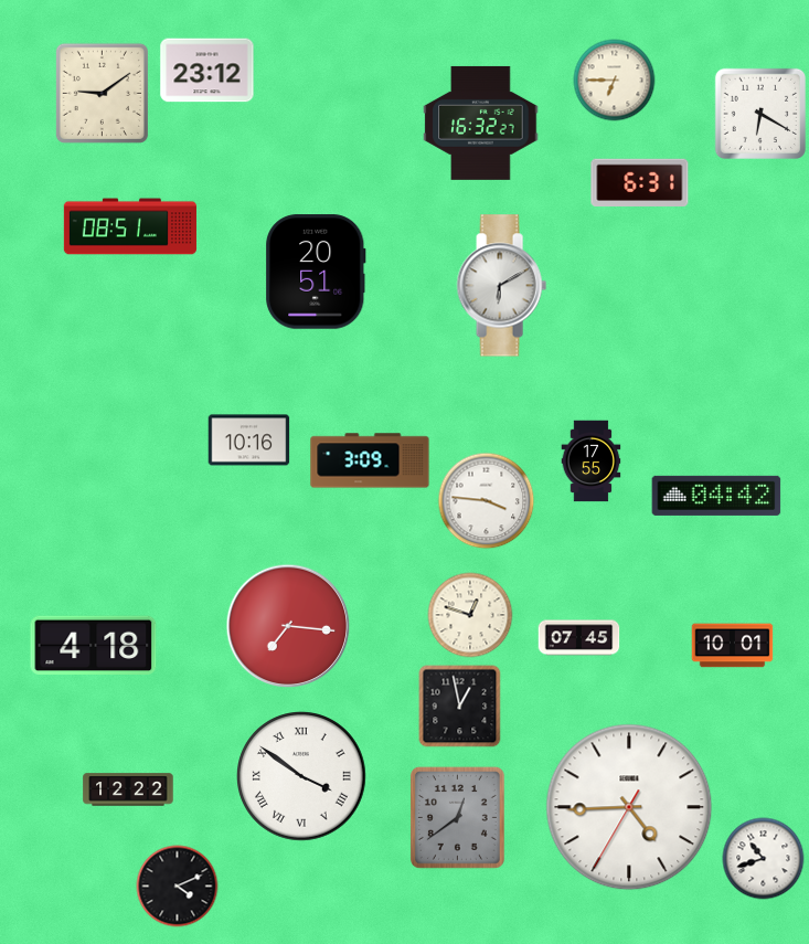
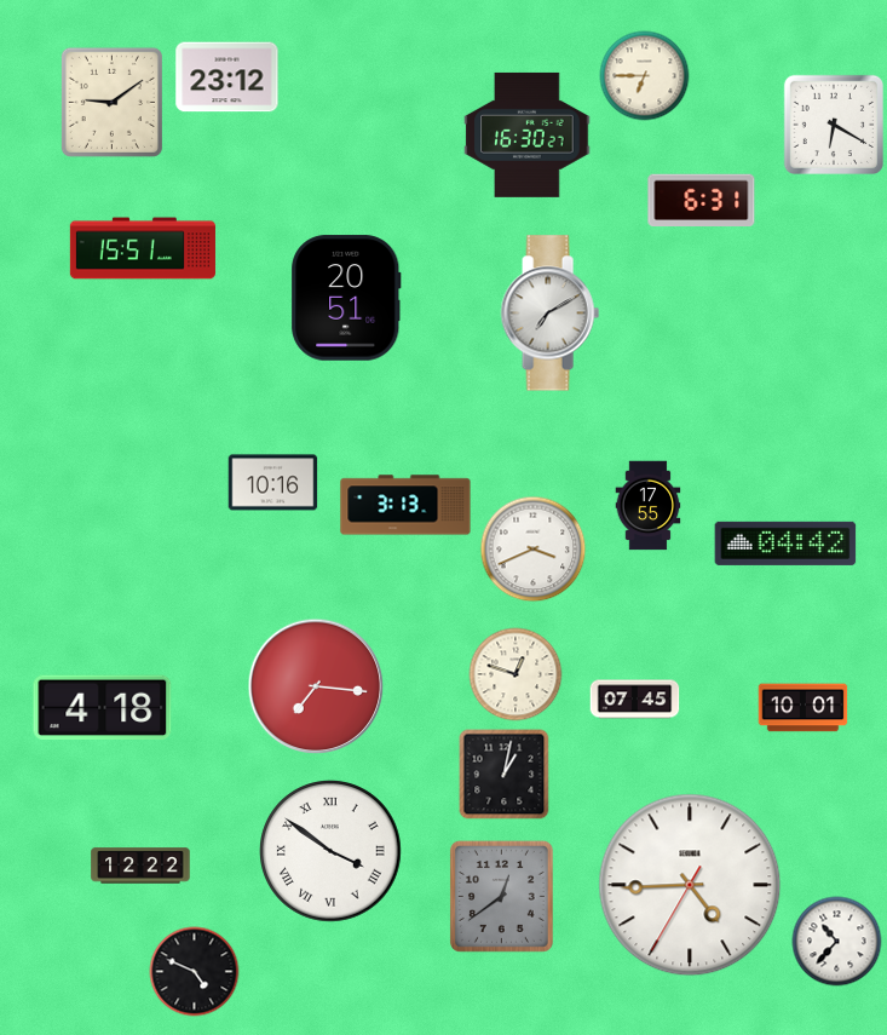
clock at (615, 81) position: (615, 81) -> (645, 76)
clock at (481, 123): 16:32 -> 16:30
clock at (130, 226): 08:51 -> 15:51
clock at (501, 286): 6:10 -> 7:10
clock at (370, 460): 3:09 -> 3:13
clock at (487, 501): 3:46 -> 3:41
clock at (460, 707): 12:58 -> 1:02
clock at (764, 859): 10:42 -> 10:37
clock at (178, 887): 4:11 -> 4:49
